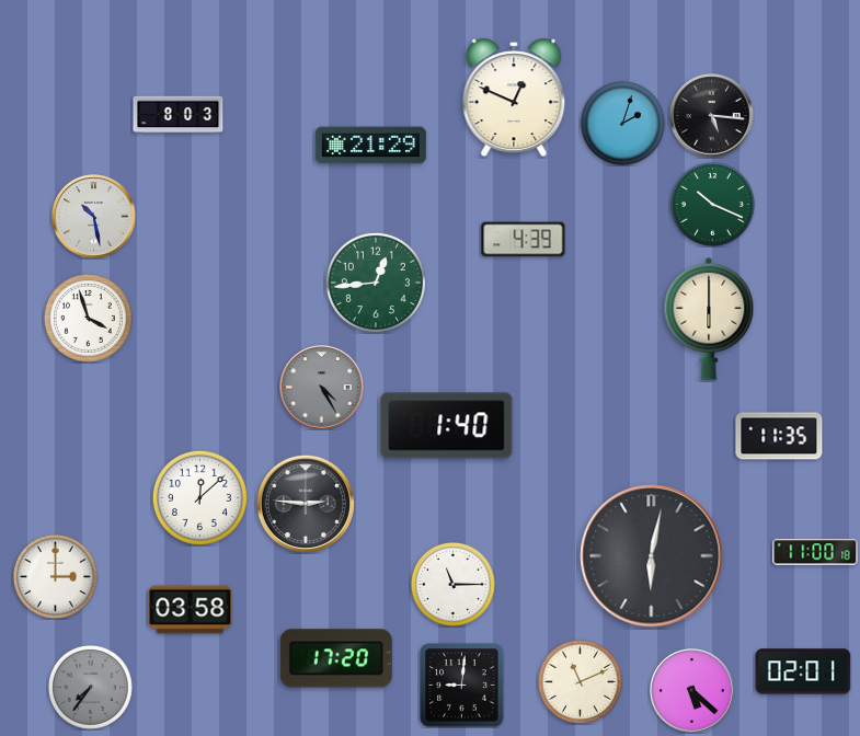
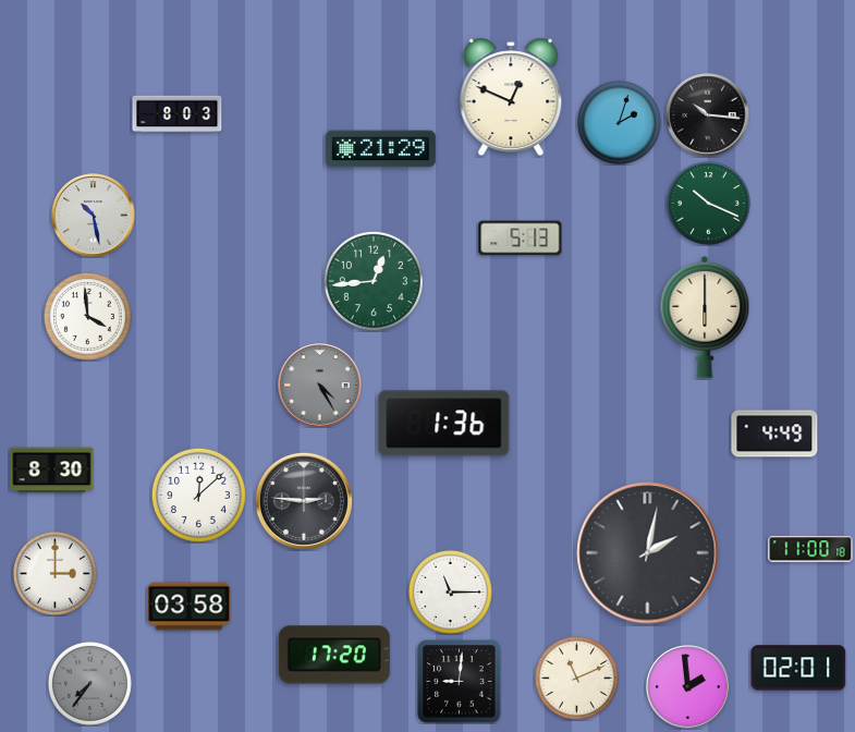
clock at (712, 116): 5:16 -> 10:16
clock at (370, 146) position: (370, 146) -> (380, 149)
clock at (524, 240): 4:39 -> 5:13
clock at (88, 318): 3:57 -> 3:59
clock at (447, 426): 1:40 -> 1:36
clock at (779, 436): 11:35 -> 4:49
clock at (52, 471): none -> 8:30
clock at (652, 556): 6:02 -> 2:02
clock at (452, 584) position: (452, 584) -> (450, 591)
clock at (692, 691): 5:22 -> 1:59
